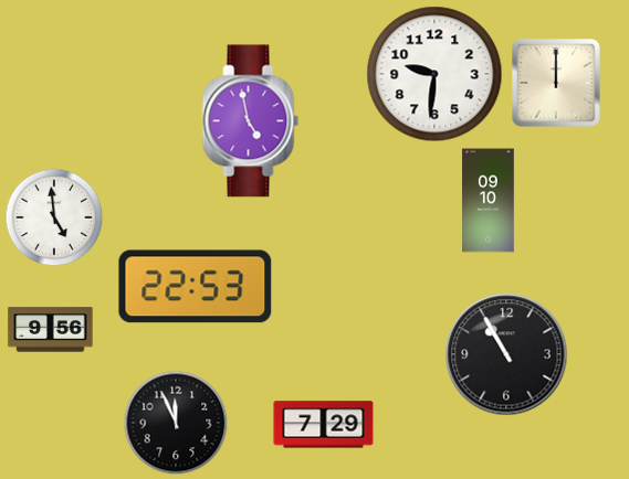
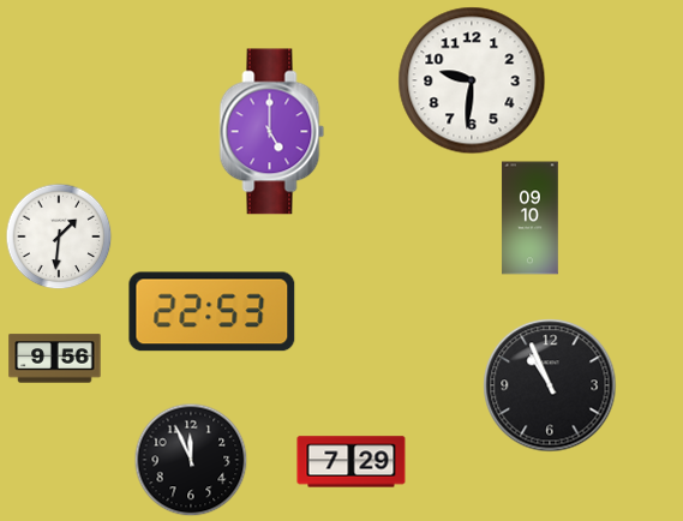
clock at (556, 83): 12:00 -> none
clock at (251, 121): 4:58 -> 5:00
clock at (54, 217): 4:59 -> 1:31
clock at (506, 354): 10:55 -> 10:56
